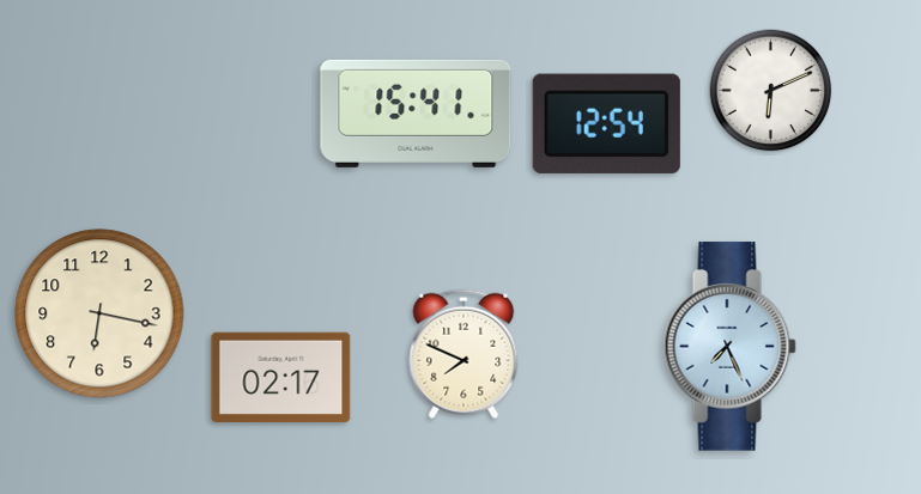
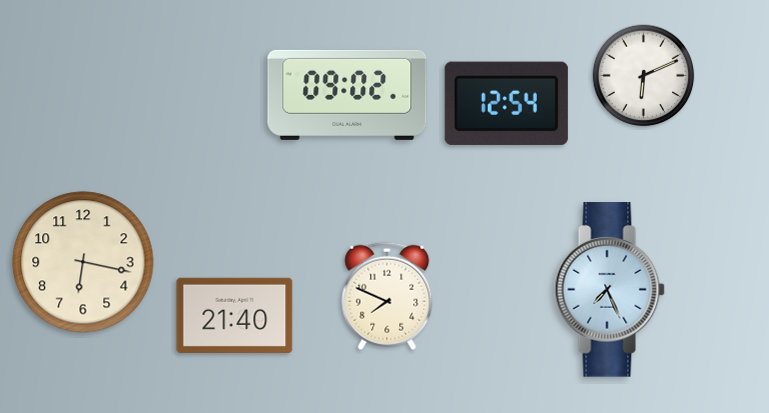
clock at (416, 114): 15:41 -> 09:02
clock at (281, 377): 02:17 -> 21:40
